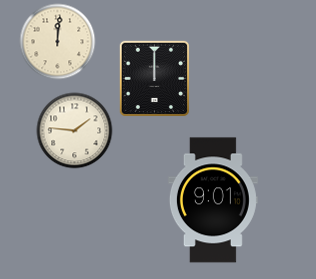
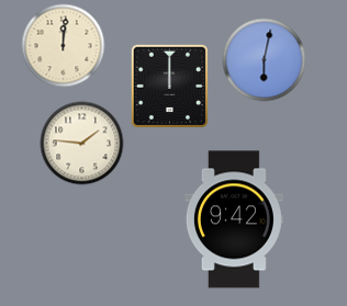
clock at (265, 60): none -> 6:02
clock at (213, 200): 9:01 -> 9:42
